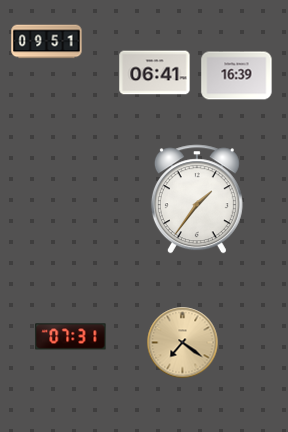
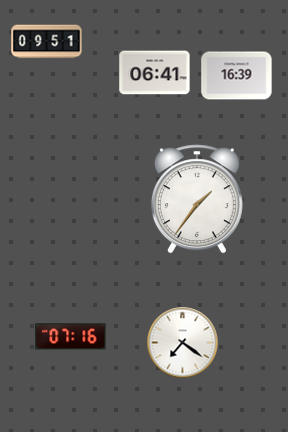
clock at (71, 337): 07:31 -> 07:16
clock at (183, 343) dial: champagne -> white
